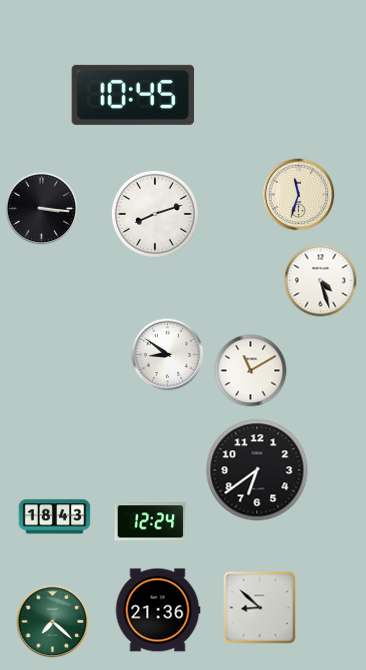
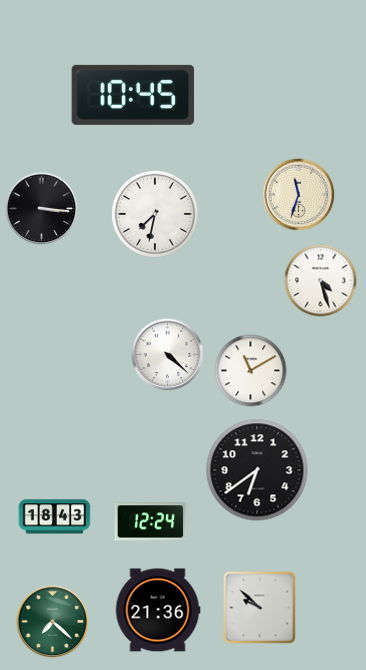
clock at (155, 214): 8:12 -> 7:32
clock at (168, 355): 8:51 -> 4:22
clock at (260, 608): 8:52 -> 9:52
